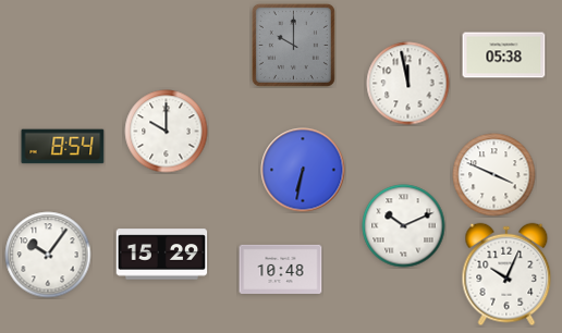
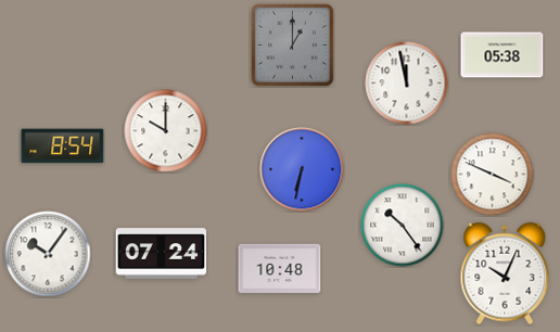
clock at (293, 45): 10:00 -> 1:00
clock at (404, 226): 10:11 -> 10:24
clock at (162, 255): 15:29 -> 07:24
